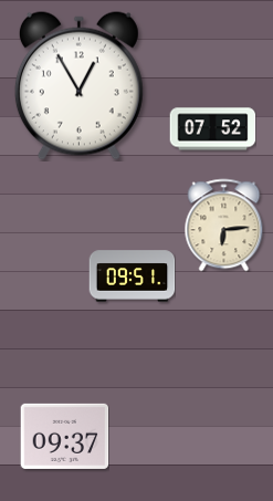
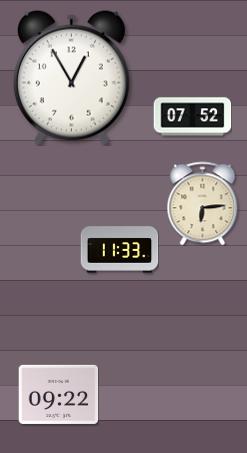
clock at (132, 276): 09:51 -> 11:33
clock at (64, 436): 09:37 -> 09:22
